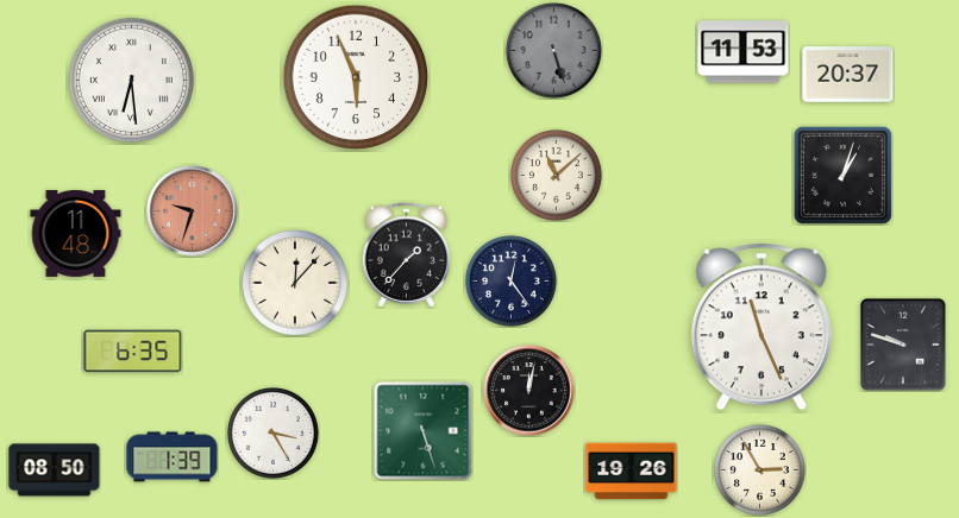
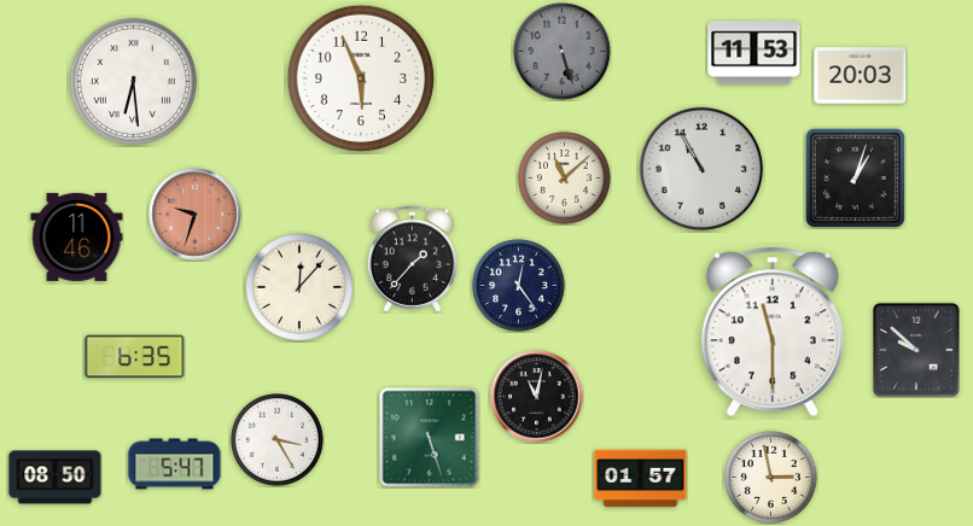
clock at (848, 75): 20:37 -> 20:03
clock at (701, 169): none -> 10:55
clock at (76, 233): 11:48 -> 11:46
clock at (761, 327): 11:26 -> 11:30
clock at (903, 345): 9:48 -> 9:52
clock at (529, 391): 12:02 -> 11:02
clock at (173, 457): 1:39 -> 5:47
clock at (760, 470): 2:55 -> 2:58
clock at (632, 472): 19:26 -> 01:57
